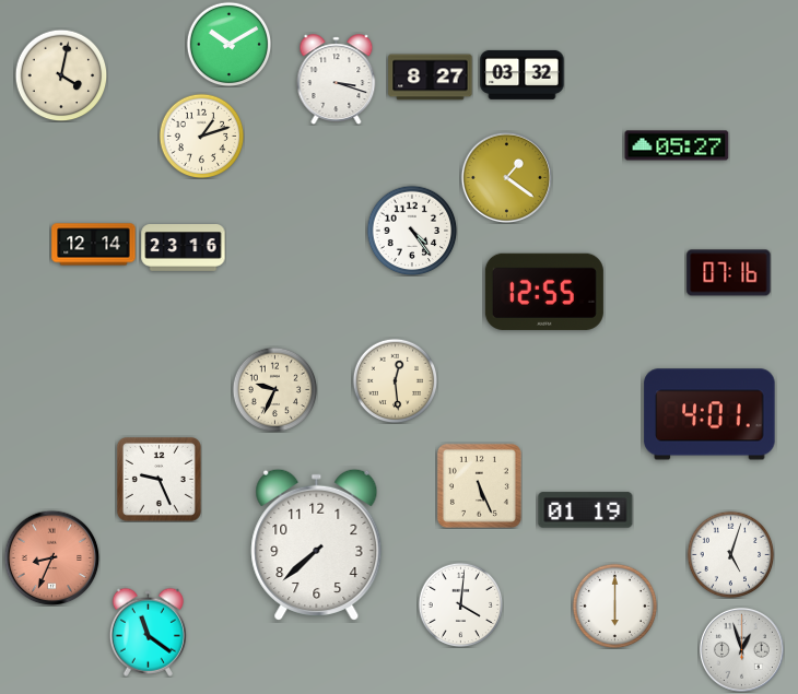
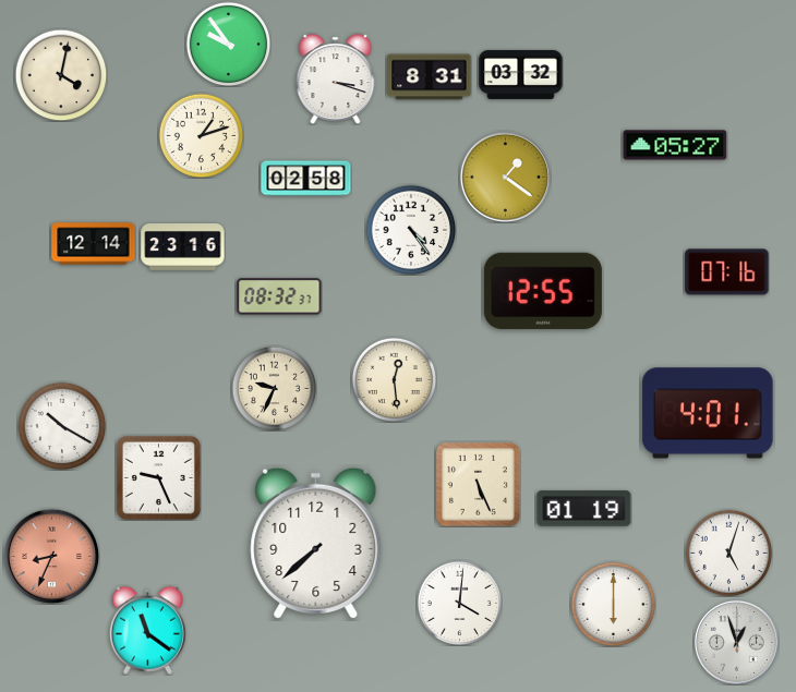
clock at (228, 44): 10:10 -> 9:54
clock at (431, 78): 8:27 -> 8:31
clock at (306, 179): none -> 02:58
clock at (279, 296): none -> 08:32
clock at (62, 426): none -> 10:20
clock at (741, 649) position: (741, 649) -> (736, 642)
